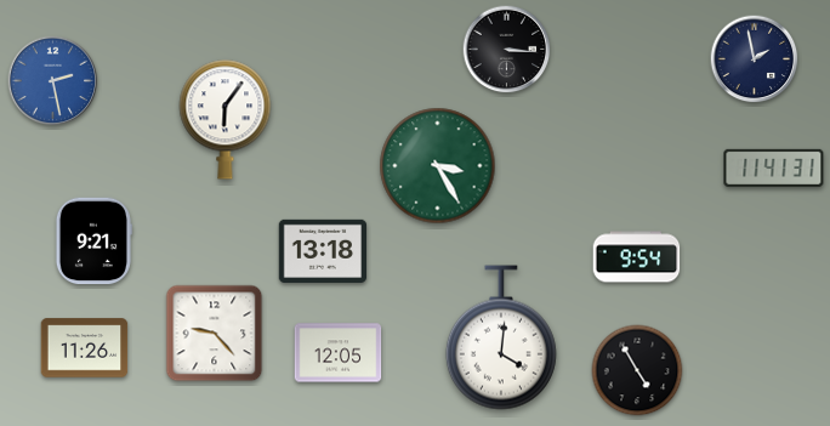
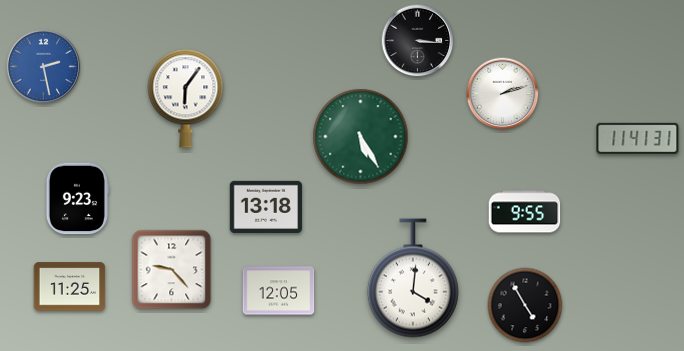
clock at (755, 59): 1:58 -> none
clock at (503, 94): none -> 2:12
clock at (438, 166): 3:25 -> 5:25
clock at (93, 242): 9:21 -> 9:23
clock at (637, 257): 9:54 -> 9:55
clock at (215, 334) position: (215, 334) -> (172, 270)
clock at (85, 348): 11:26 -> 11:25
